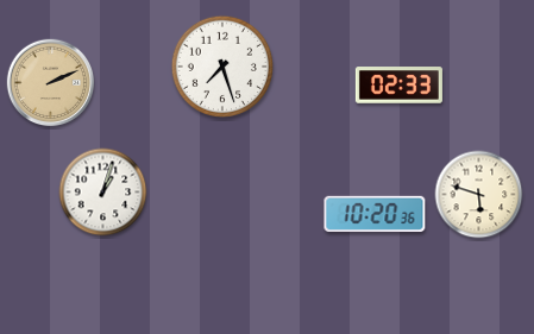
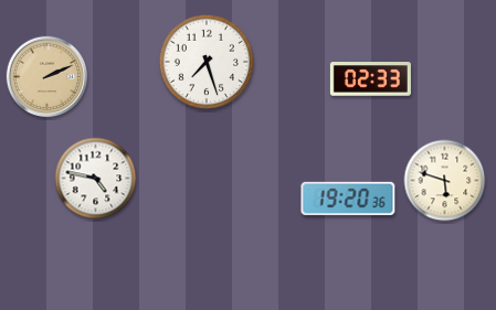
clock at (103, 193): 1:03 -> 4:47
clock at (375, 213): 10:20 -> 19:20
